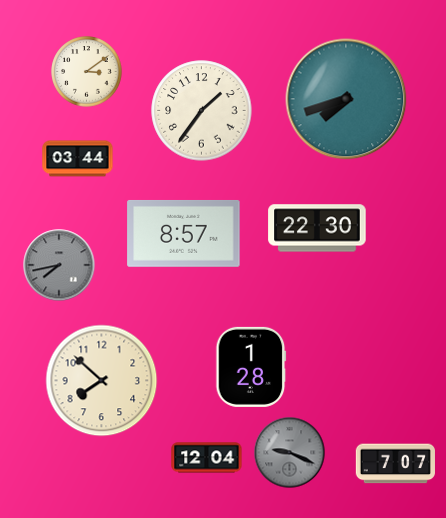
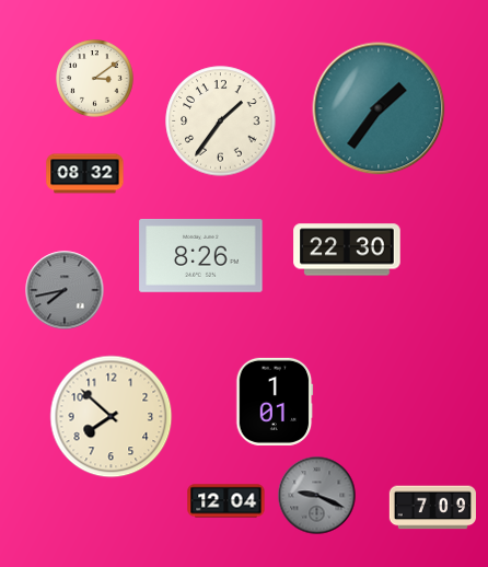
clock at (346, 99): 7:42 -> 1:36
clock at (78, 159): 03:44 -> 08:32
clock at (184, 233): 8:57 -> 8:26
clock at (251, 367): 1:28 -> 1:01
clock at (395, 464): 7:07 -> 7:09
